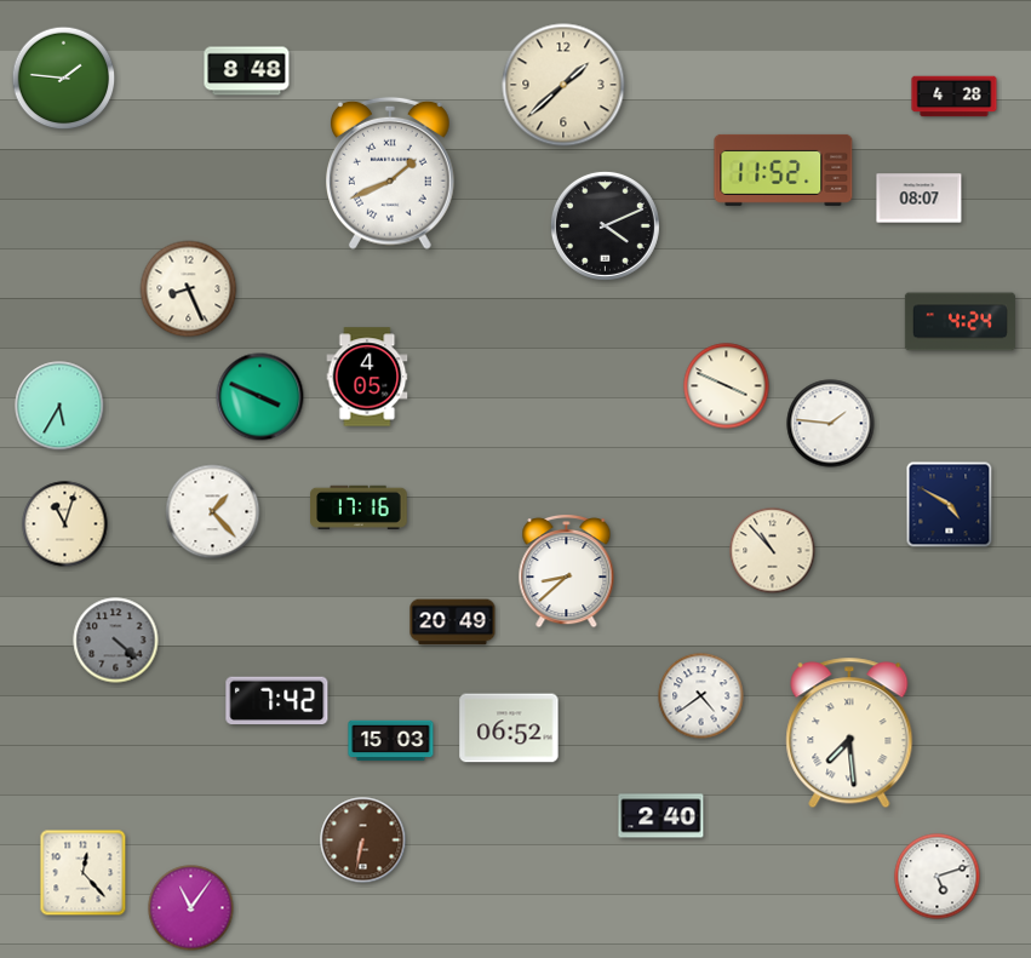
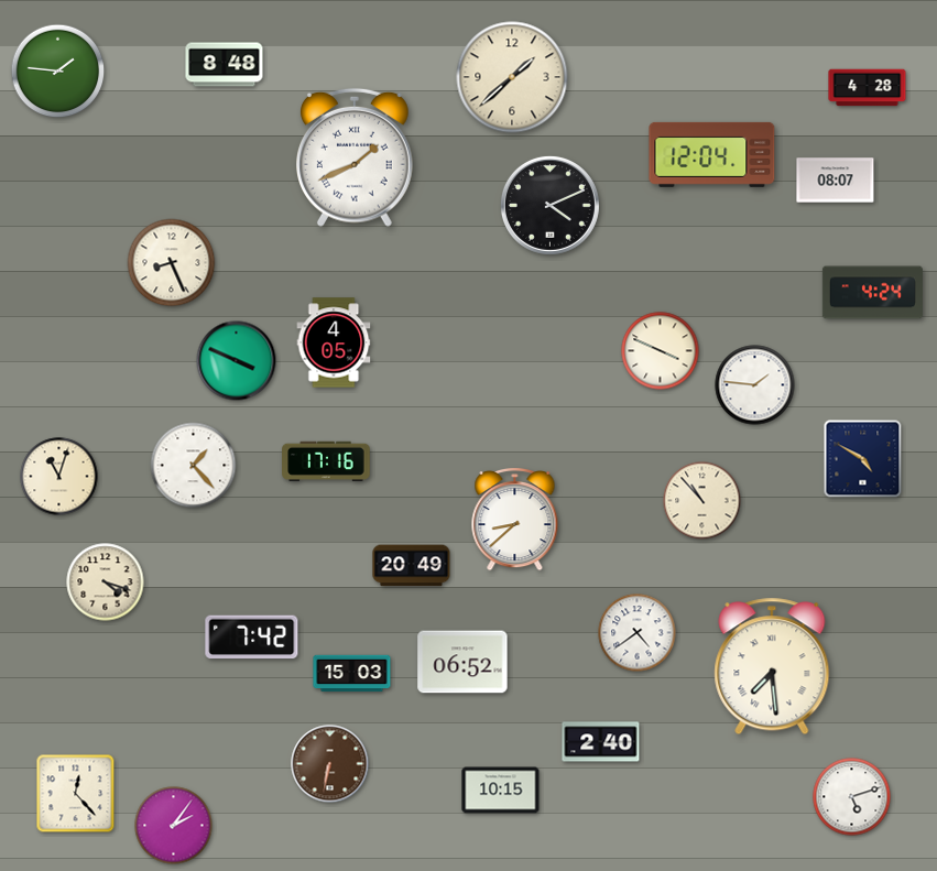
clock at (784, 170): 11:52 -> 12:04
clock at (59, 406): 5:35 -> none
clock at (116, 641): 4:22 -> 4:18
clock at (116, 641) dial: grey -> cream
clock at (391, 741) position: (391, 741) -> (352, 674)
clock at (501, 791): none -> 10:15
clock at (191, 908): 11:06 -> 2:06
